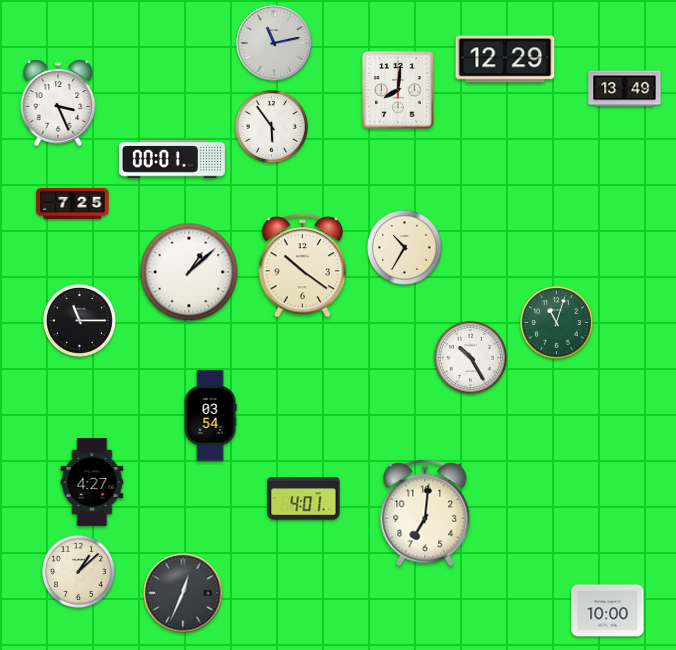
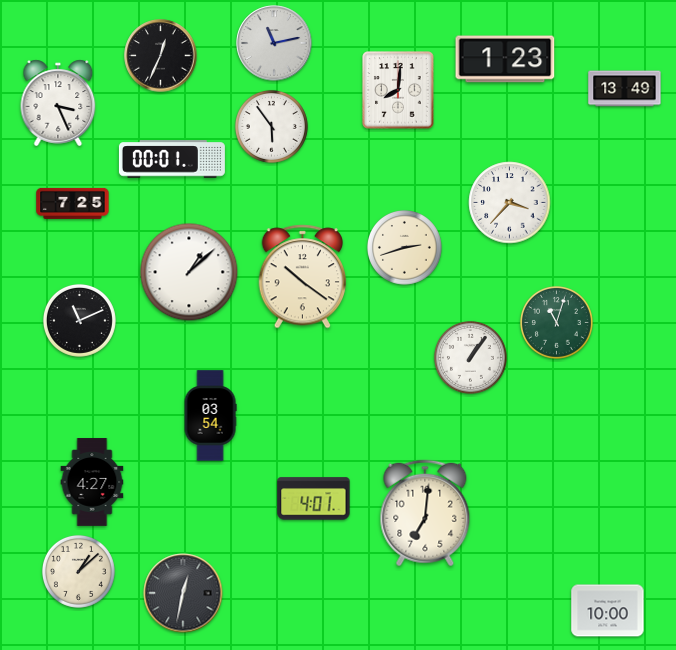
clock at (161, 56): none -> 12:34
clock at (505, 59): 12:29 -> 1:23
clock at (510, 203): none -> 3:37
clock at (405, 248): 10:35 -> 2:42
clock at (303, 266) position: (303, 266) -> (303, 277)
clock at (79, 320): 11:15 -> 11:11
clock at (470, 357): 10:25 -> 1:06
clock at (304, 499) position: (304, 499) -> (314, 499)
clock at (183, 593): 12:34 -> 12:32
